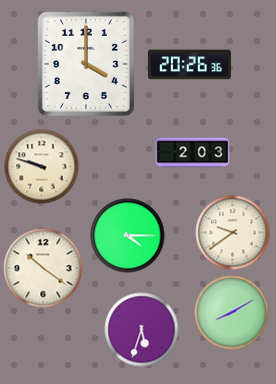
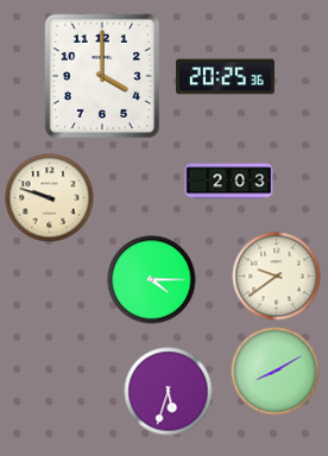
clock at (189, 65): 20:26 -> 20:25
clock at (43, 268): 10:21 -> none
